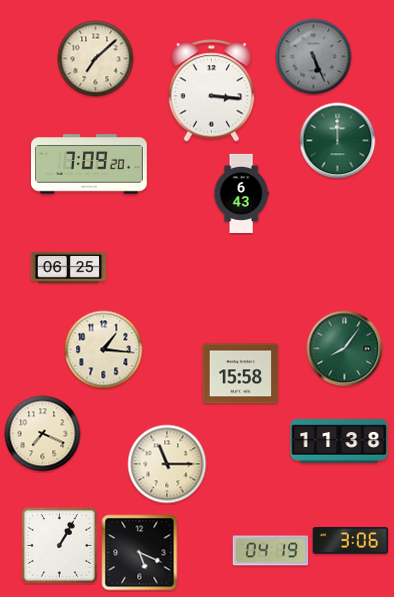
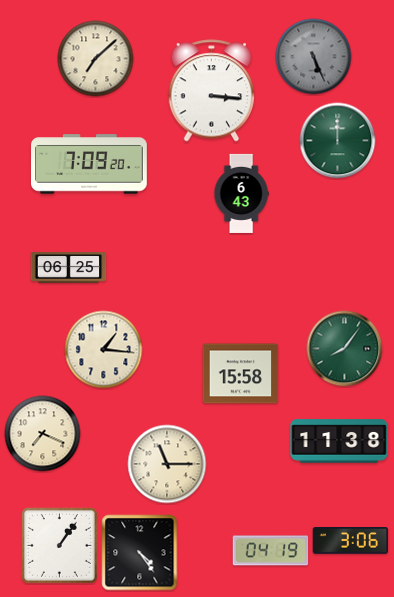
clock at (59, 545): 1:05 -> 1:06
clock at (140, 553): 5:19 -> 4:24
